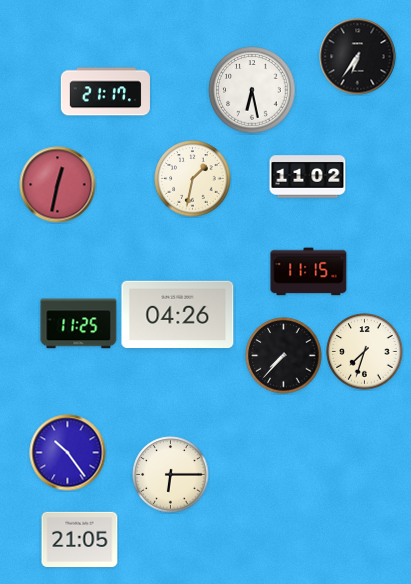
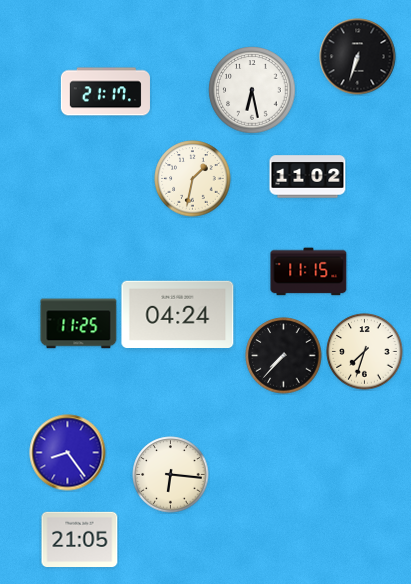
clock at (358, 57): 6:36 -> 6:33
clock at (58, 185): 12:32 -> none
clock at (178, 315): 04:26 -> 04:24
clock at (68, 453): 10:24 -> 8:24
clock at (171, 475): 6:15 -> 6:16
